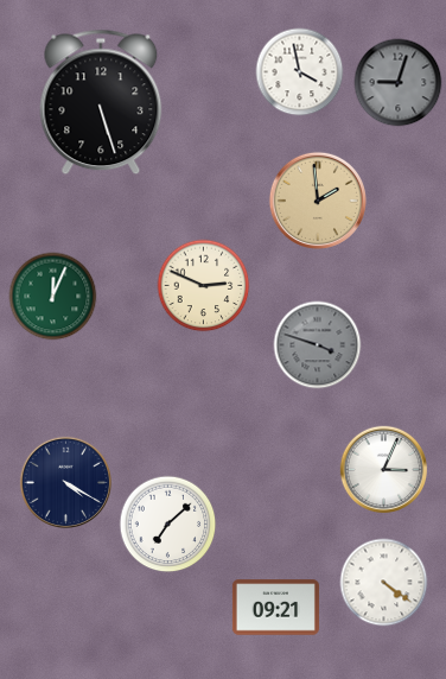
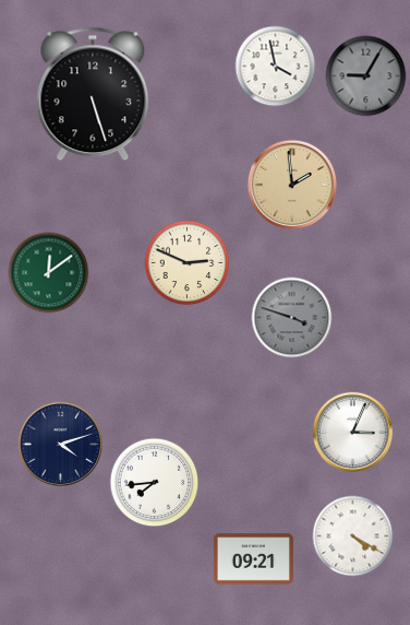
clock at (399, 83): 9:03 -> 9:05
clock at (53, 297): 12:04 -> 12:09
clock at (65, 482): 4:20 -> 4:12
clock at (168, 525): 7:08 -> 7:44
clock at (384, 583): 4:21 -> 4:20
